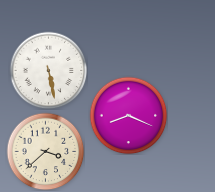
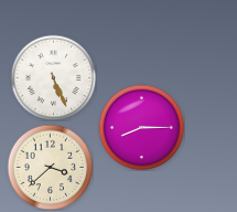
clock at (48, 70): 5:28 -> 5:26
clock at (128, 115): 8:19 -> 8:15
